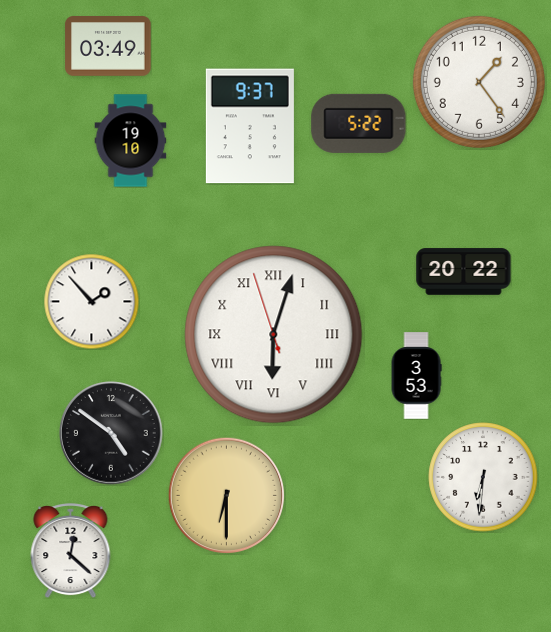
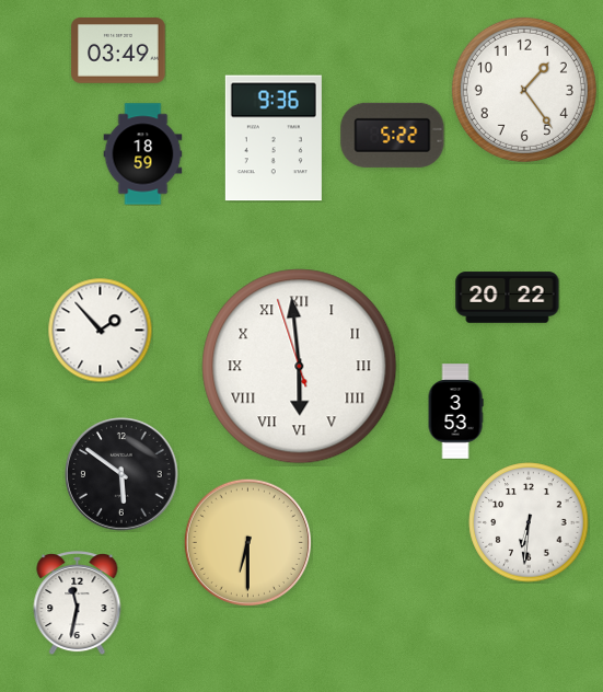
clock at (250, 126): 9:37 -> 9:36
clock at (131, 141): 19:10 -> 18:59
clock at (274, 335): 6:02 -> 5:58
clock at (111, 433): 4:51 -> 5:51
clock at (71, 550): 12:22 -> 11:32
